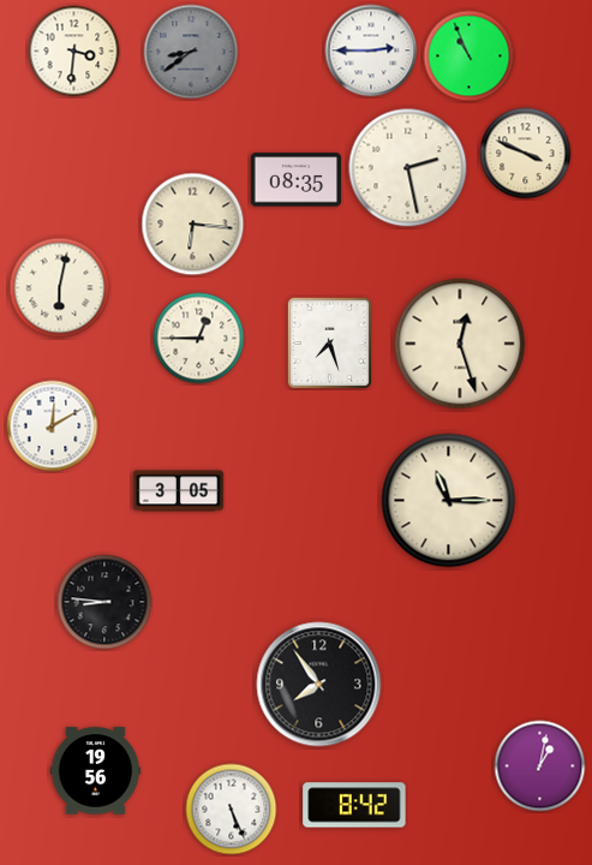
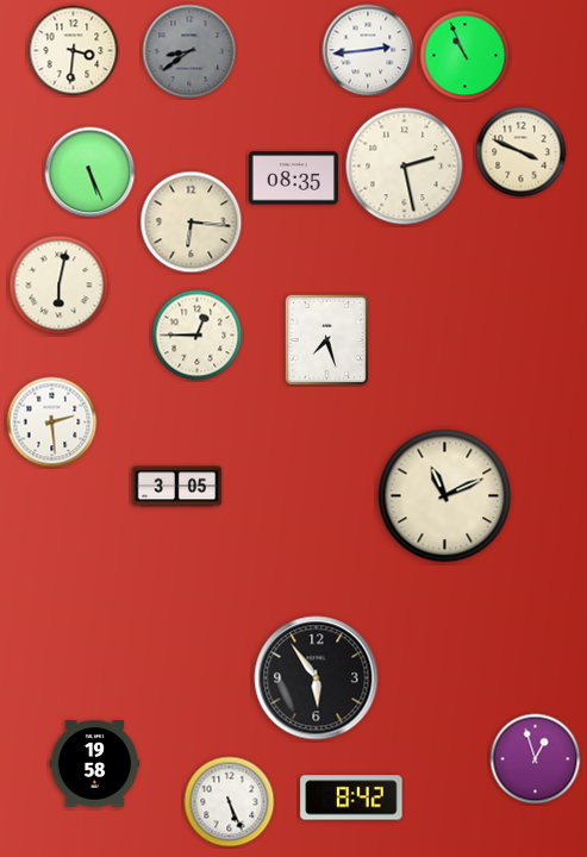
clock at (371, 50): 2:45 -> 2:44
clock at (90, 173): none -> 5:26
clock at (460, 344): 12:27 -> none
clock at (53, 426): 12:10 -> 2:29
clock at (449, 501): 11:15 -> 11:11
clock at (104, 602): 8:46 -> none
clock at (319, 685): 7:54 -> 5:54
clock at (540, 766): 1:02 -> 12:57
clock at (95, 771): 19:56 -> 19:58
